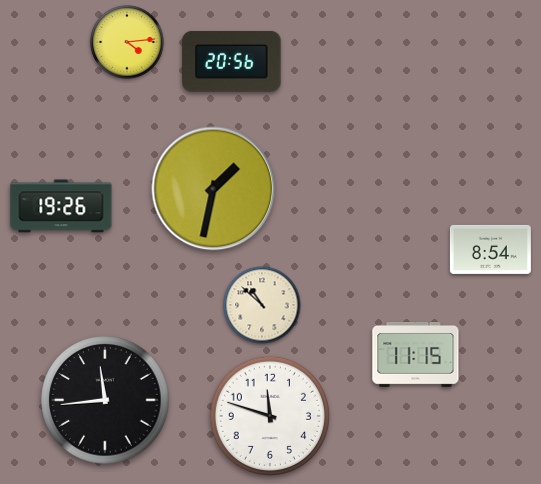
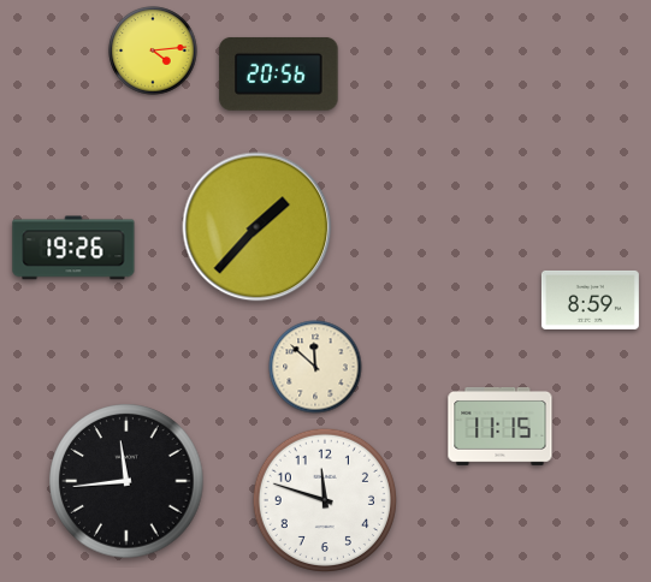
clock at (214, 189): 1:32 -> 1:37
clock at (490, 249): 8:54 -> 8:59
clock at (262, 305): 10:52 -> 11:52
